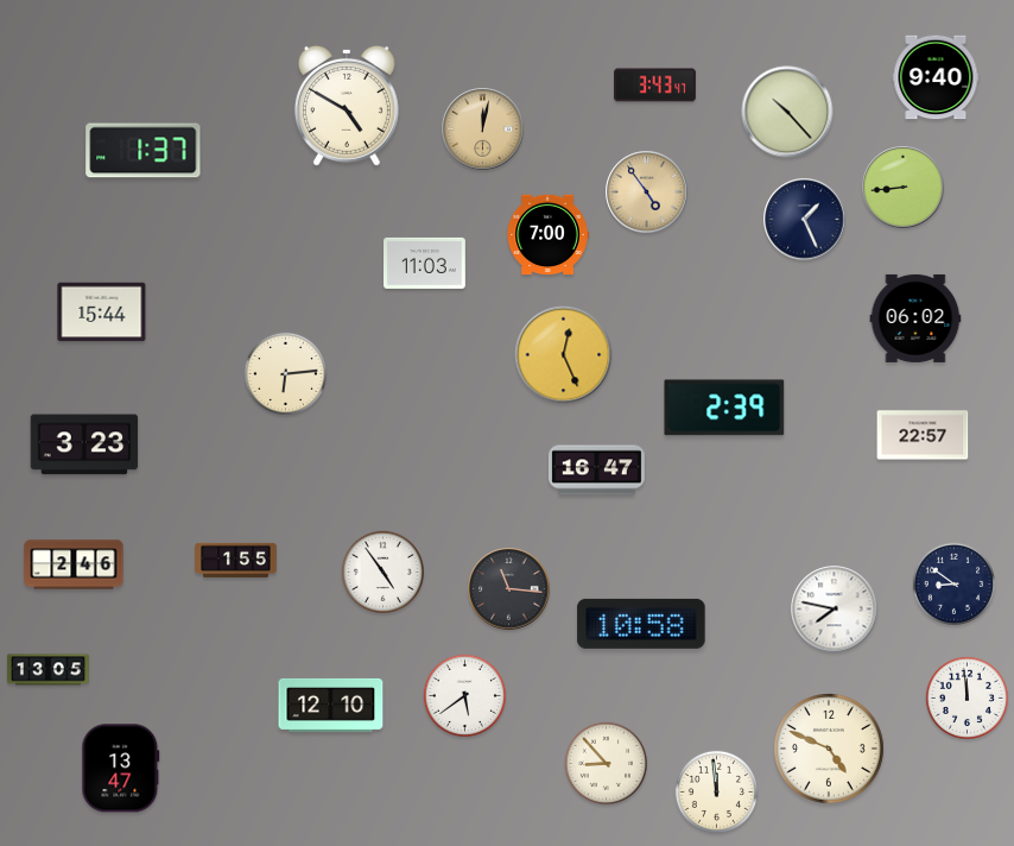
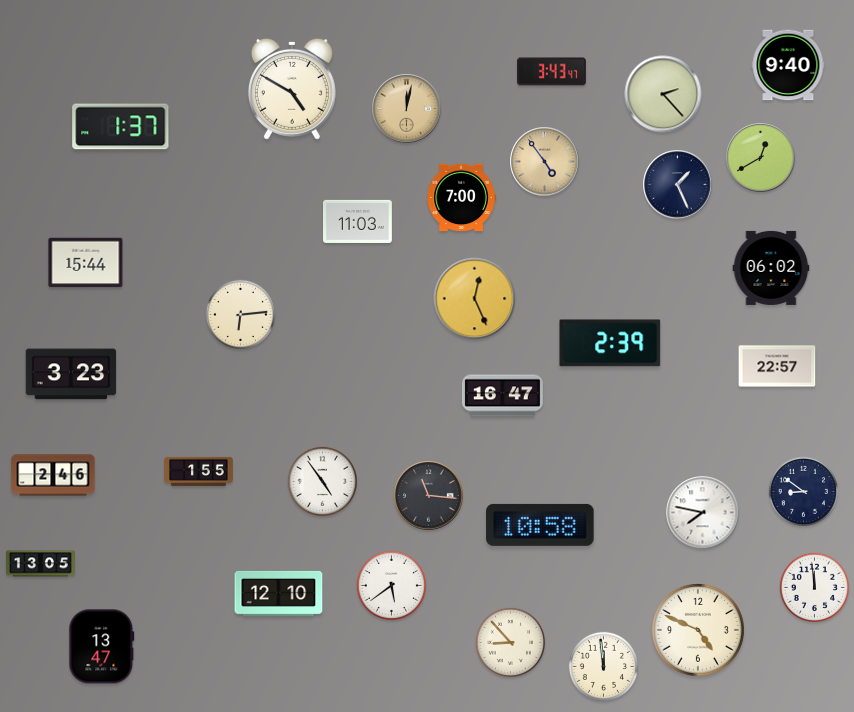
clock at (787, 112): 10:23 -> 2:23
clock at (904, 188): 8:44 -> 12:40
clock at (74, 564) position: (74, 564) -> (53, 475)
